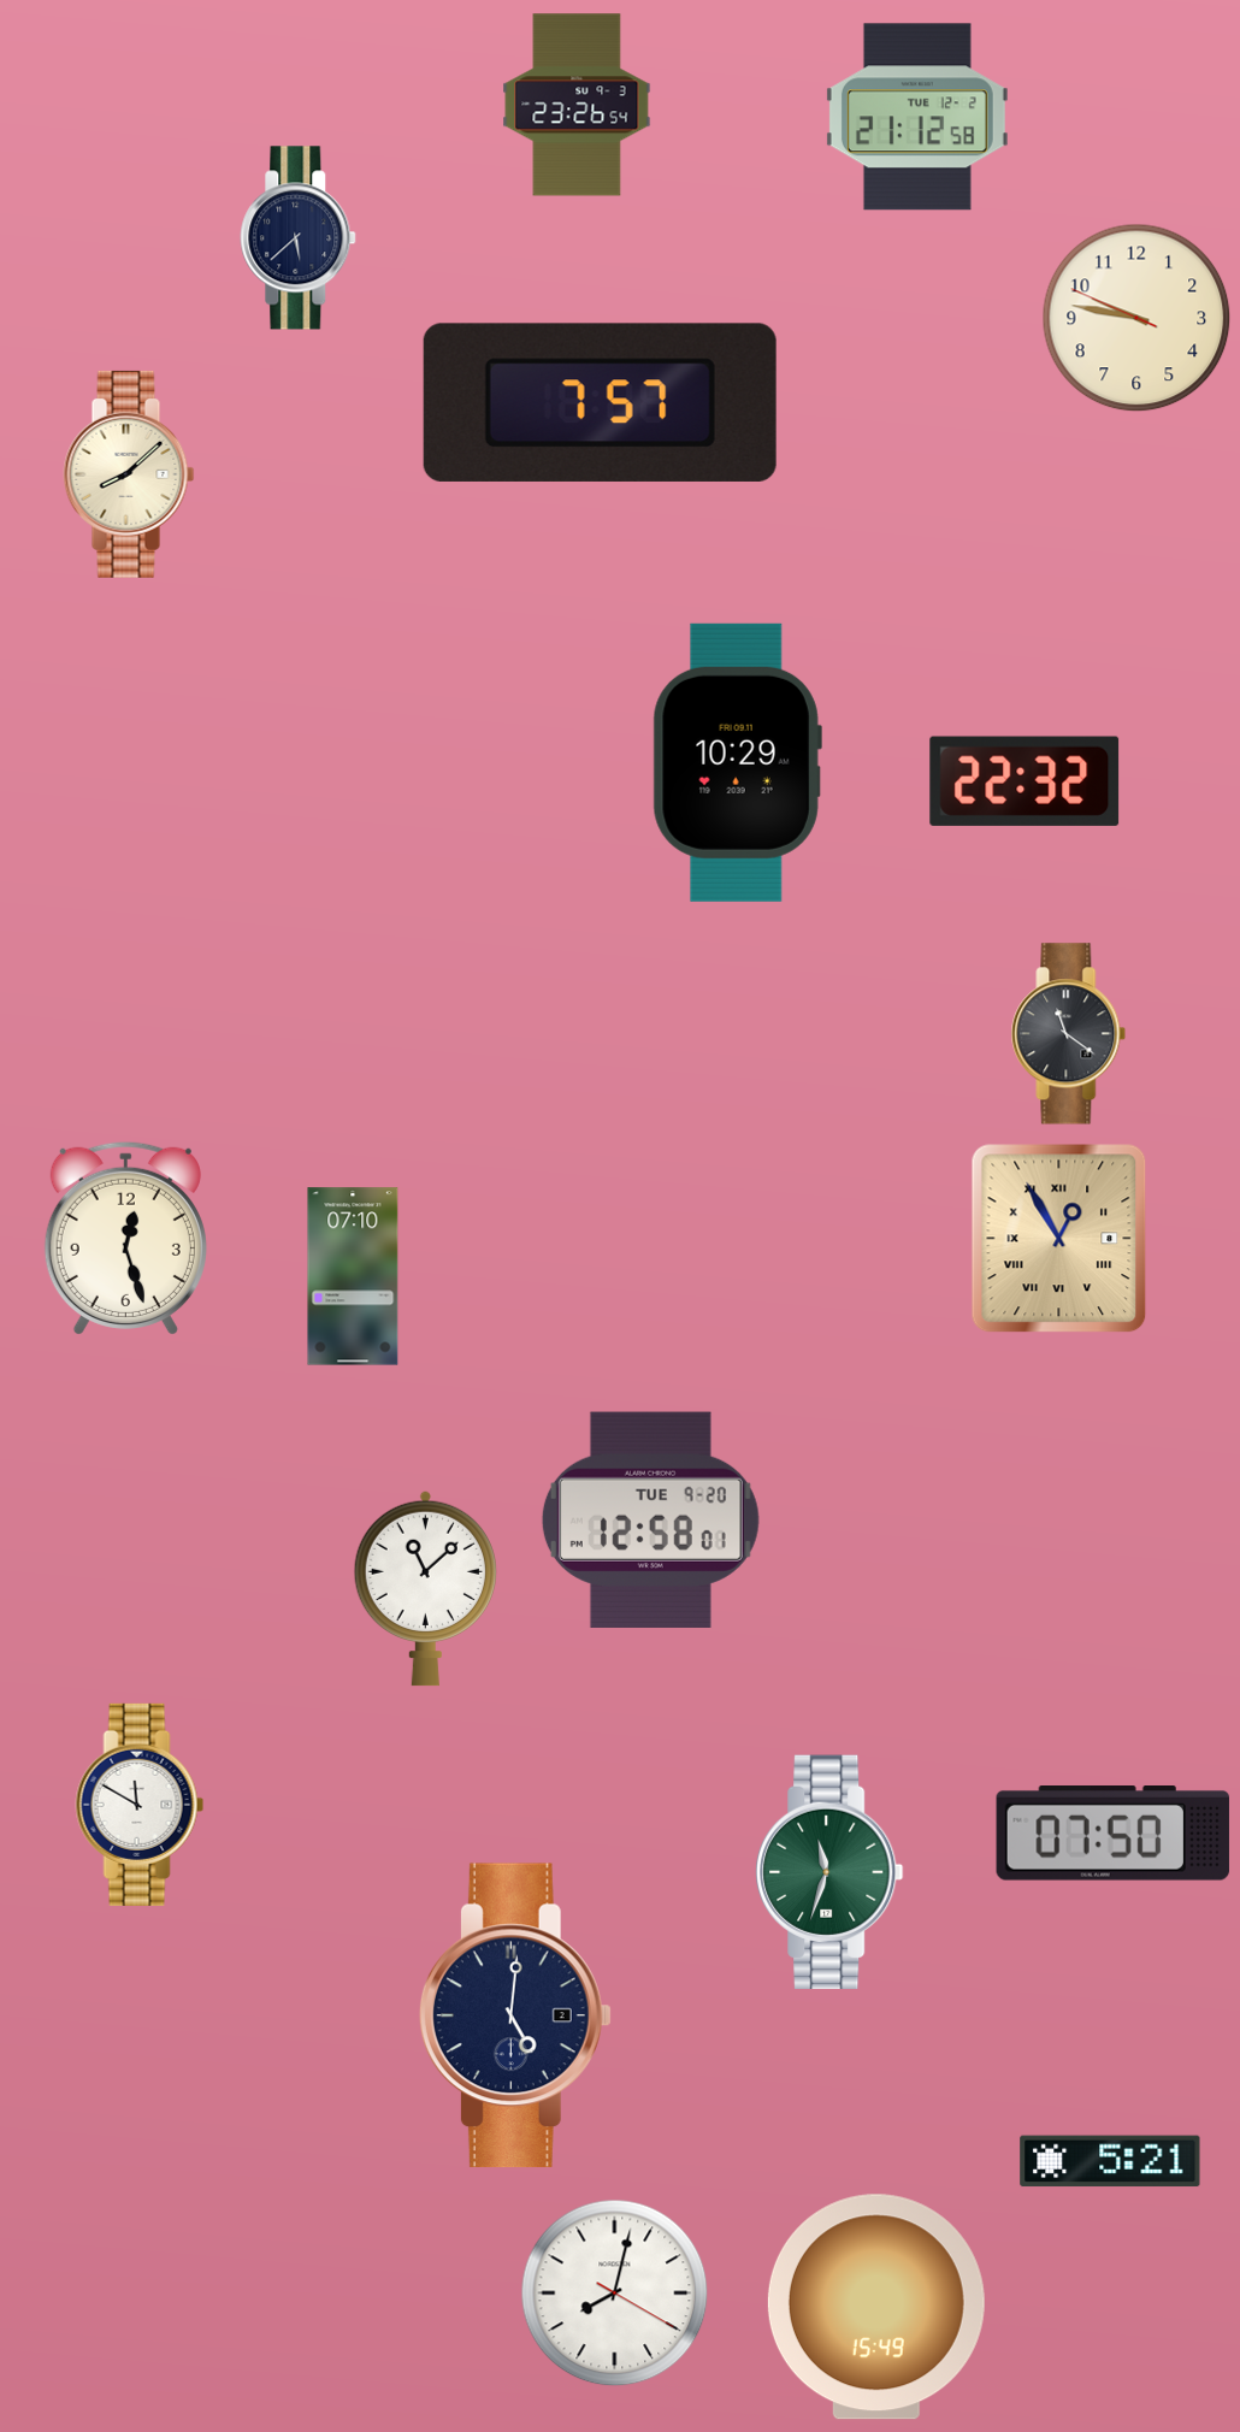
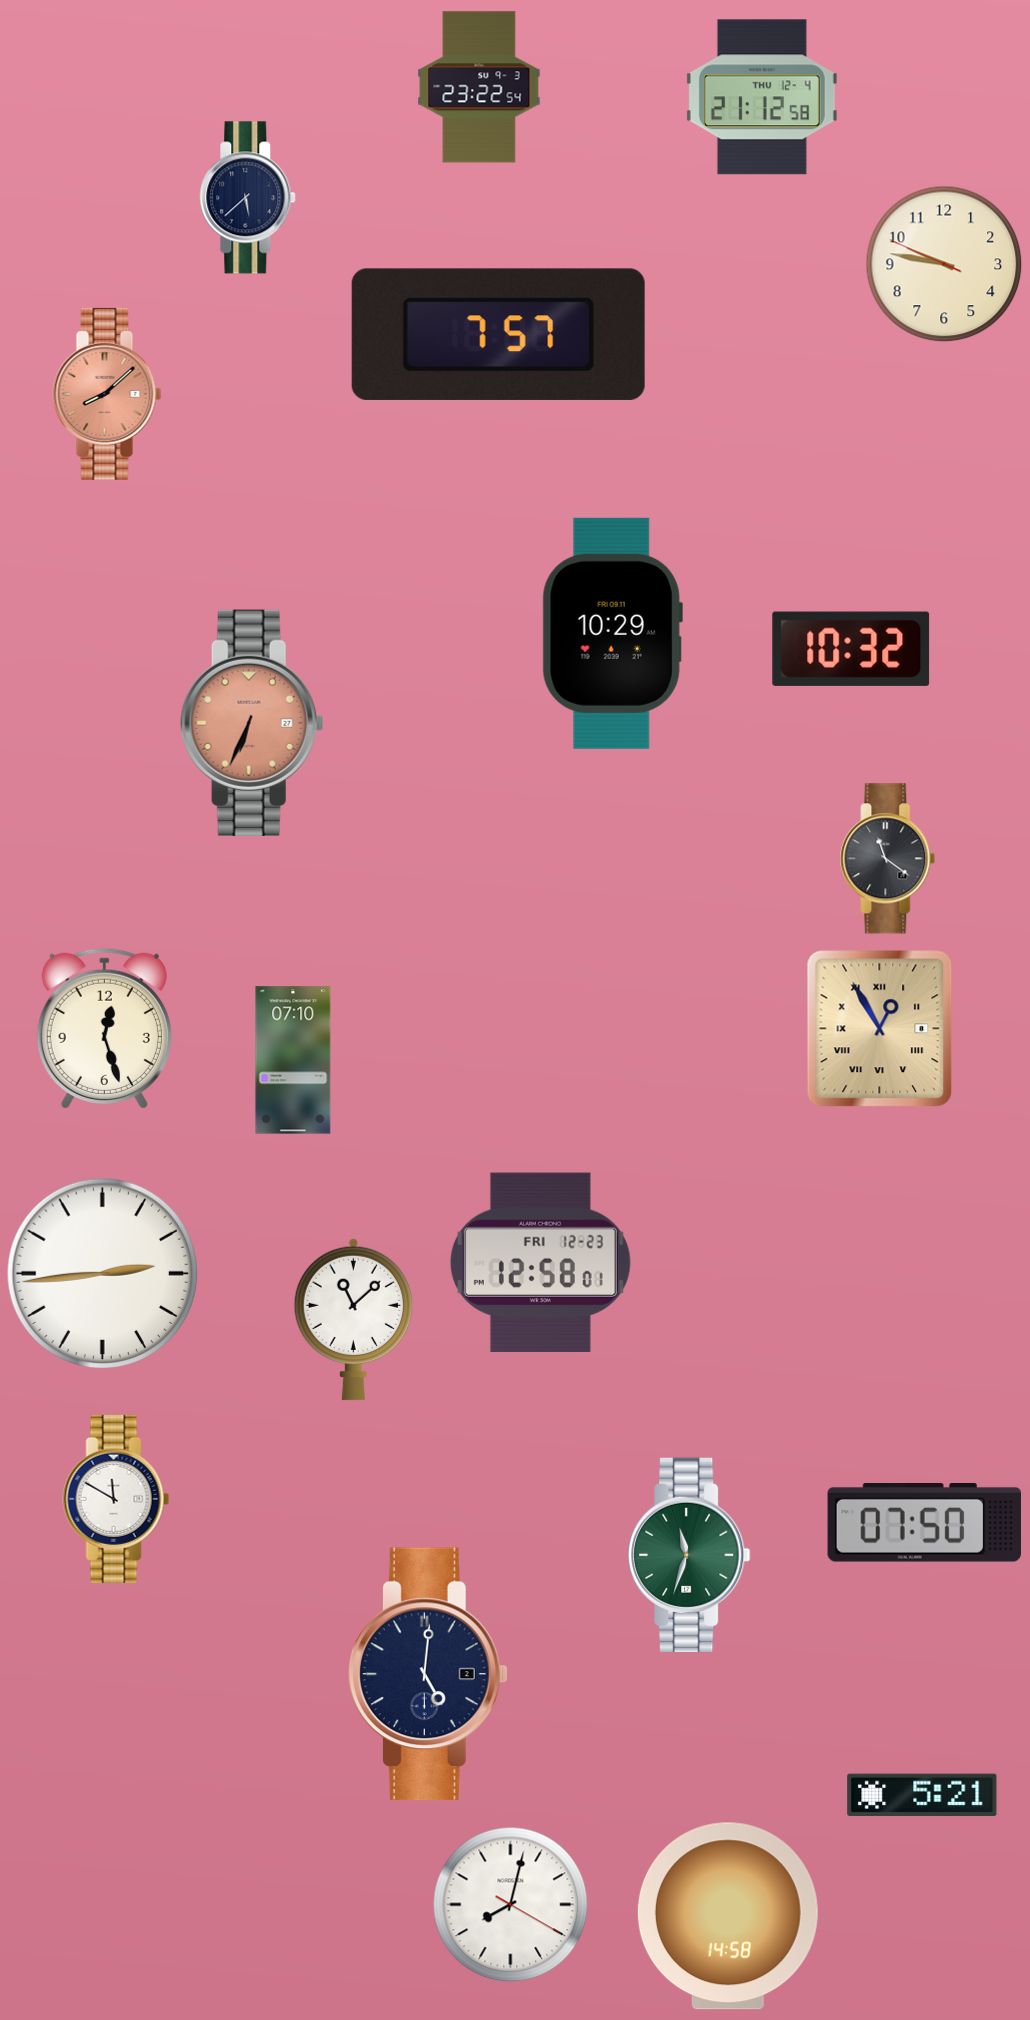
clock at (577, 105): 23:26 -> 23:22
clock at (917, 117) date: TUE 12-2 -> THU 12-4
clock at (129, 474) dial: cream -> salmon
clock at (1025, 781): 22:32 -> 10:32
clock at (252, 723): none -> 6:34
clock at (650, 1519) date: TUE 9-20 -> FRI 12-23
clock at (103, 1274): none -> 2:44
clock at (876, 2307): 15:49 -> 14:58
